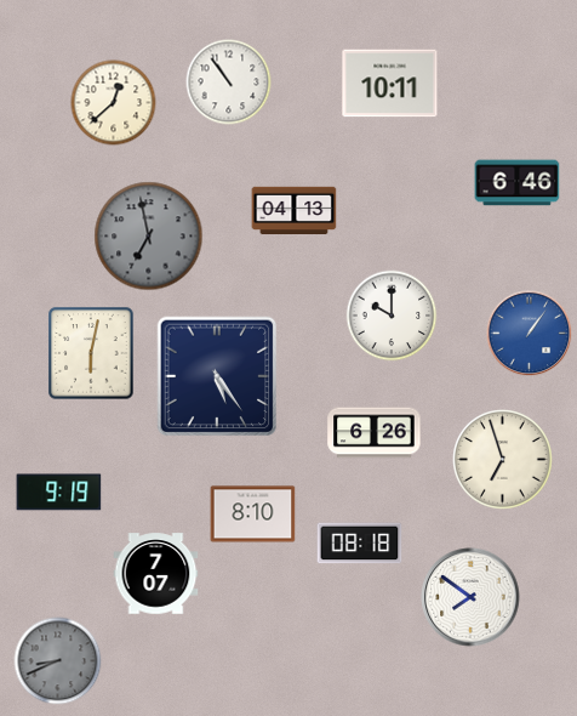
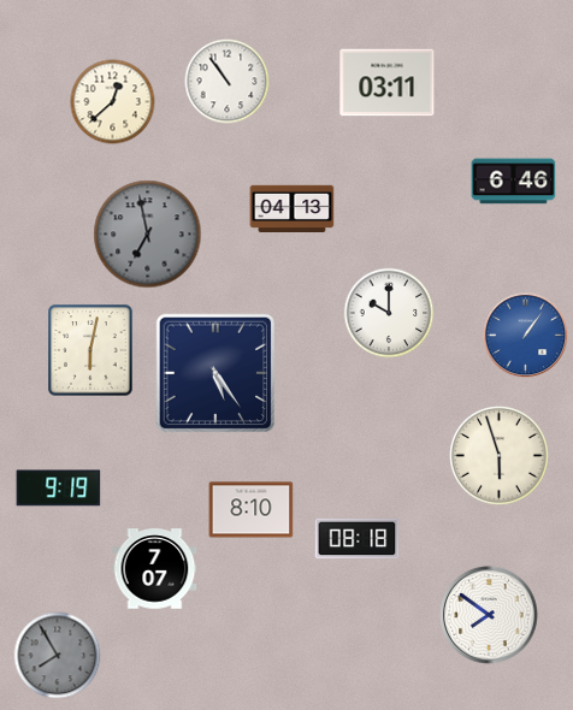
clock at (390, 84): 10:11 -> 03:11
clock at (530, 334) position: (530, 334) -> (526, 336)
clock at (375, 433): 6:26 -> none
clock at (503, 460): 6:57 -> 5:57
clock at (470, 597) position: (470, 597) -> (489, 615)
clock at (58, 661): 8:41 -> 7:55
